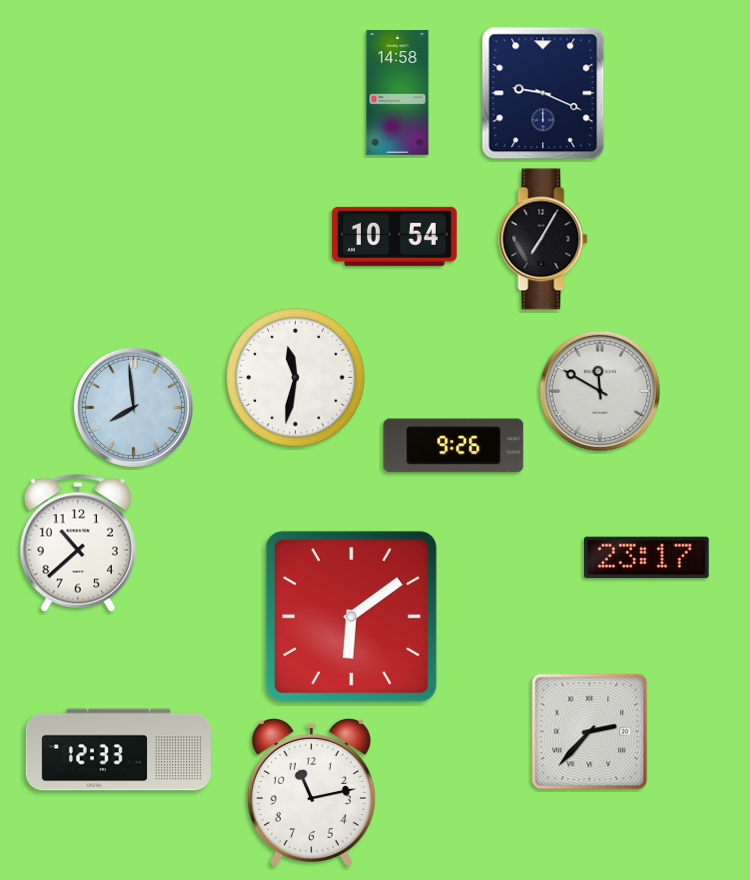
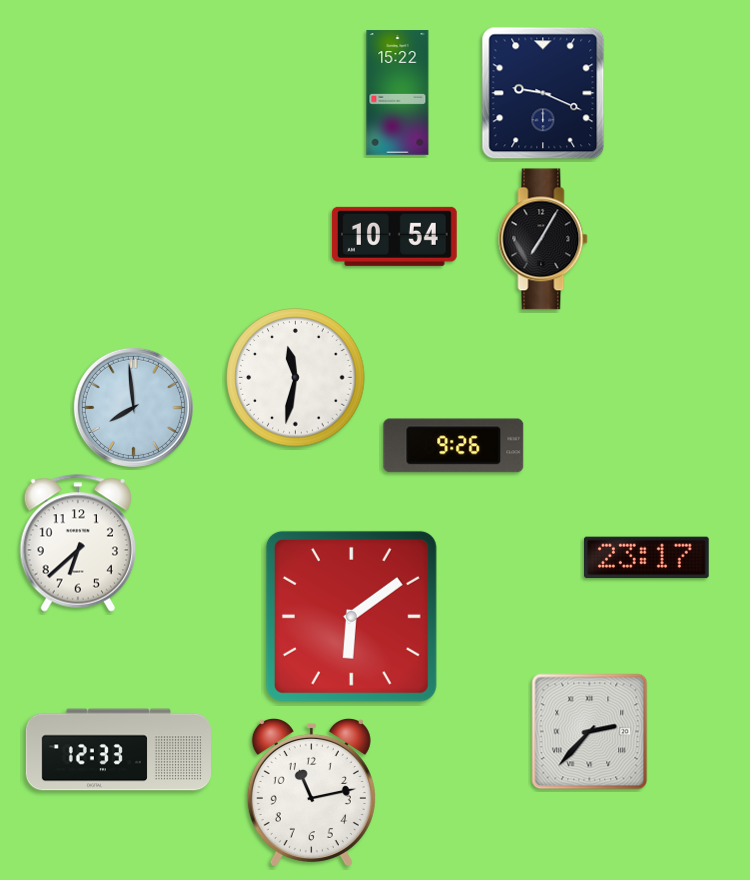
clock at (398, 93): 14:58 -> 15:22
clock at (600, 391): 11:50 -> none
clock at (77, 543): 10:38 -> 6:38
